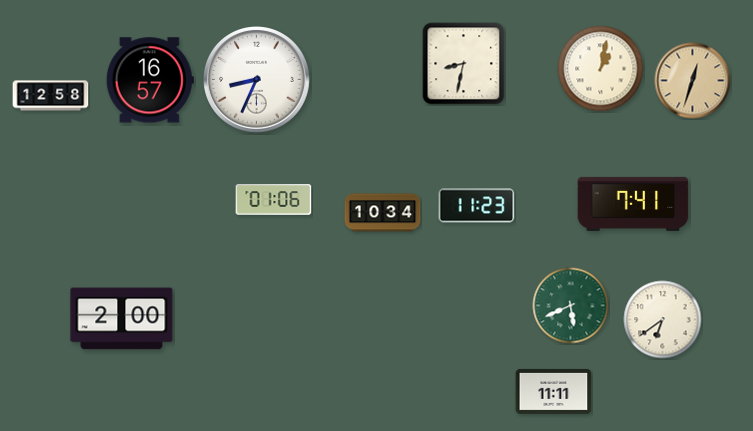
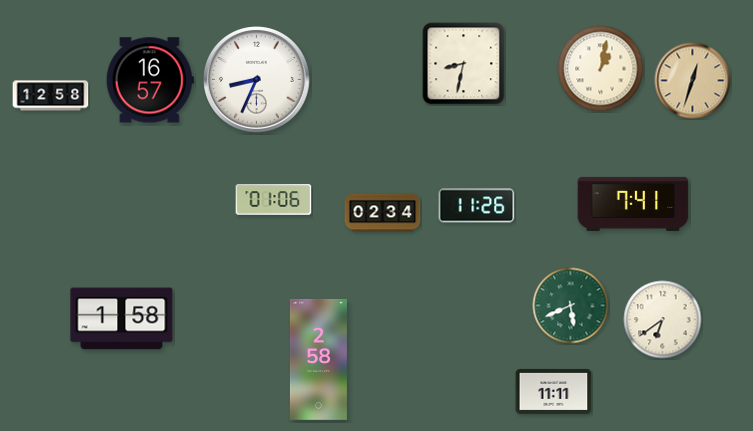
clock at (477, 206): 11:23 -> 11:26
clock at (383, 213): 10:34 -> 02:34
clock at (122, 319): 2:00 -> 1:58
clock at (318, 359): none -> 2:58
